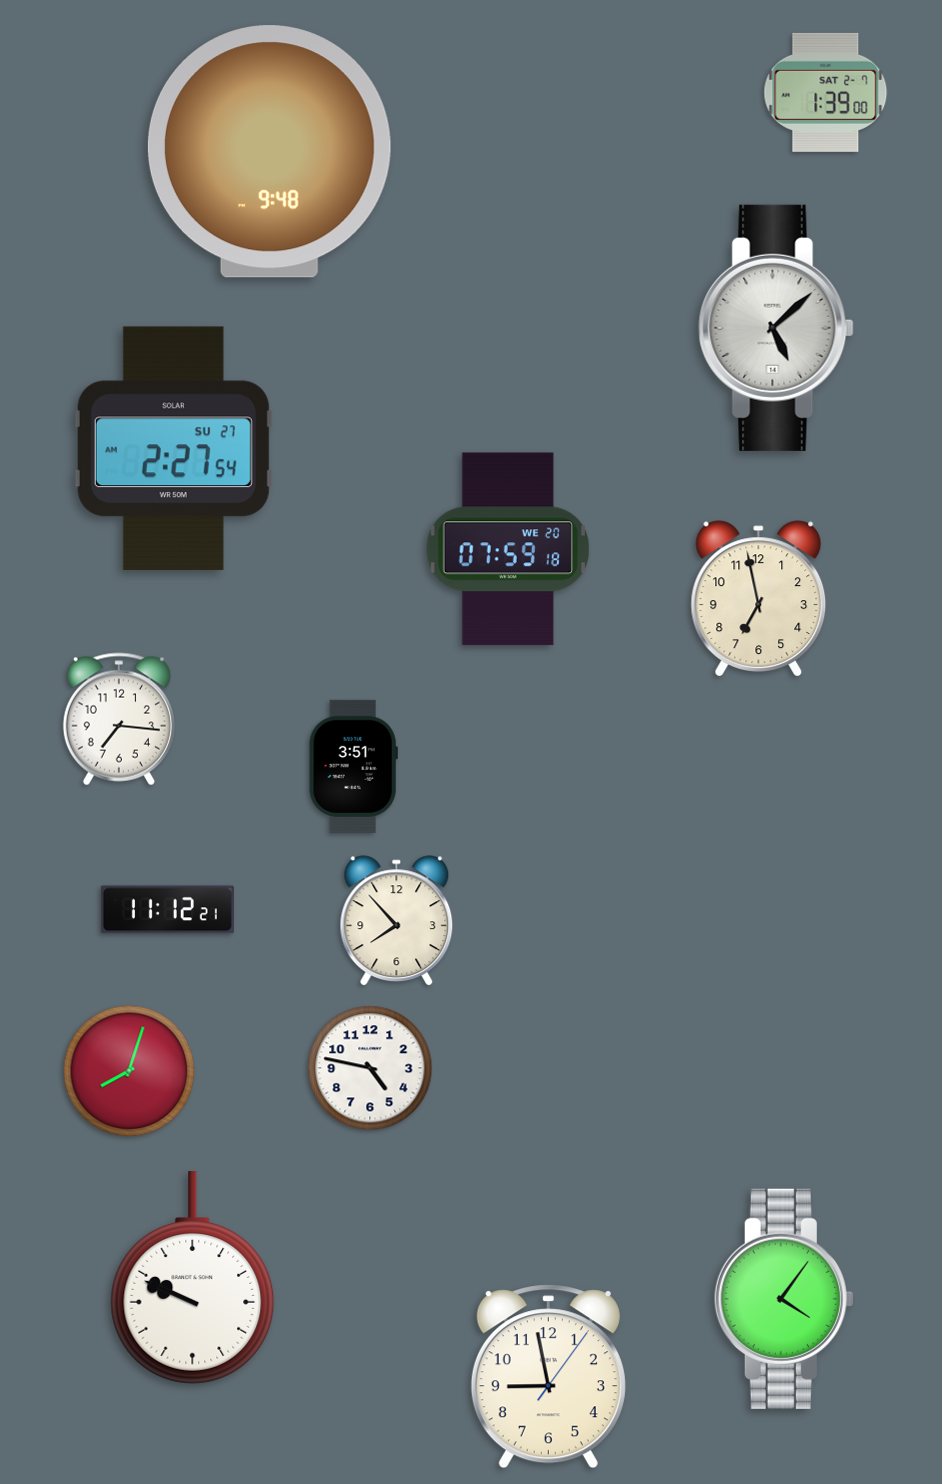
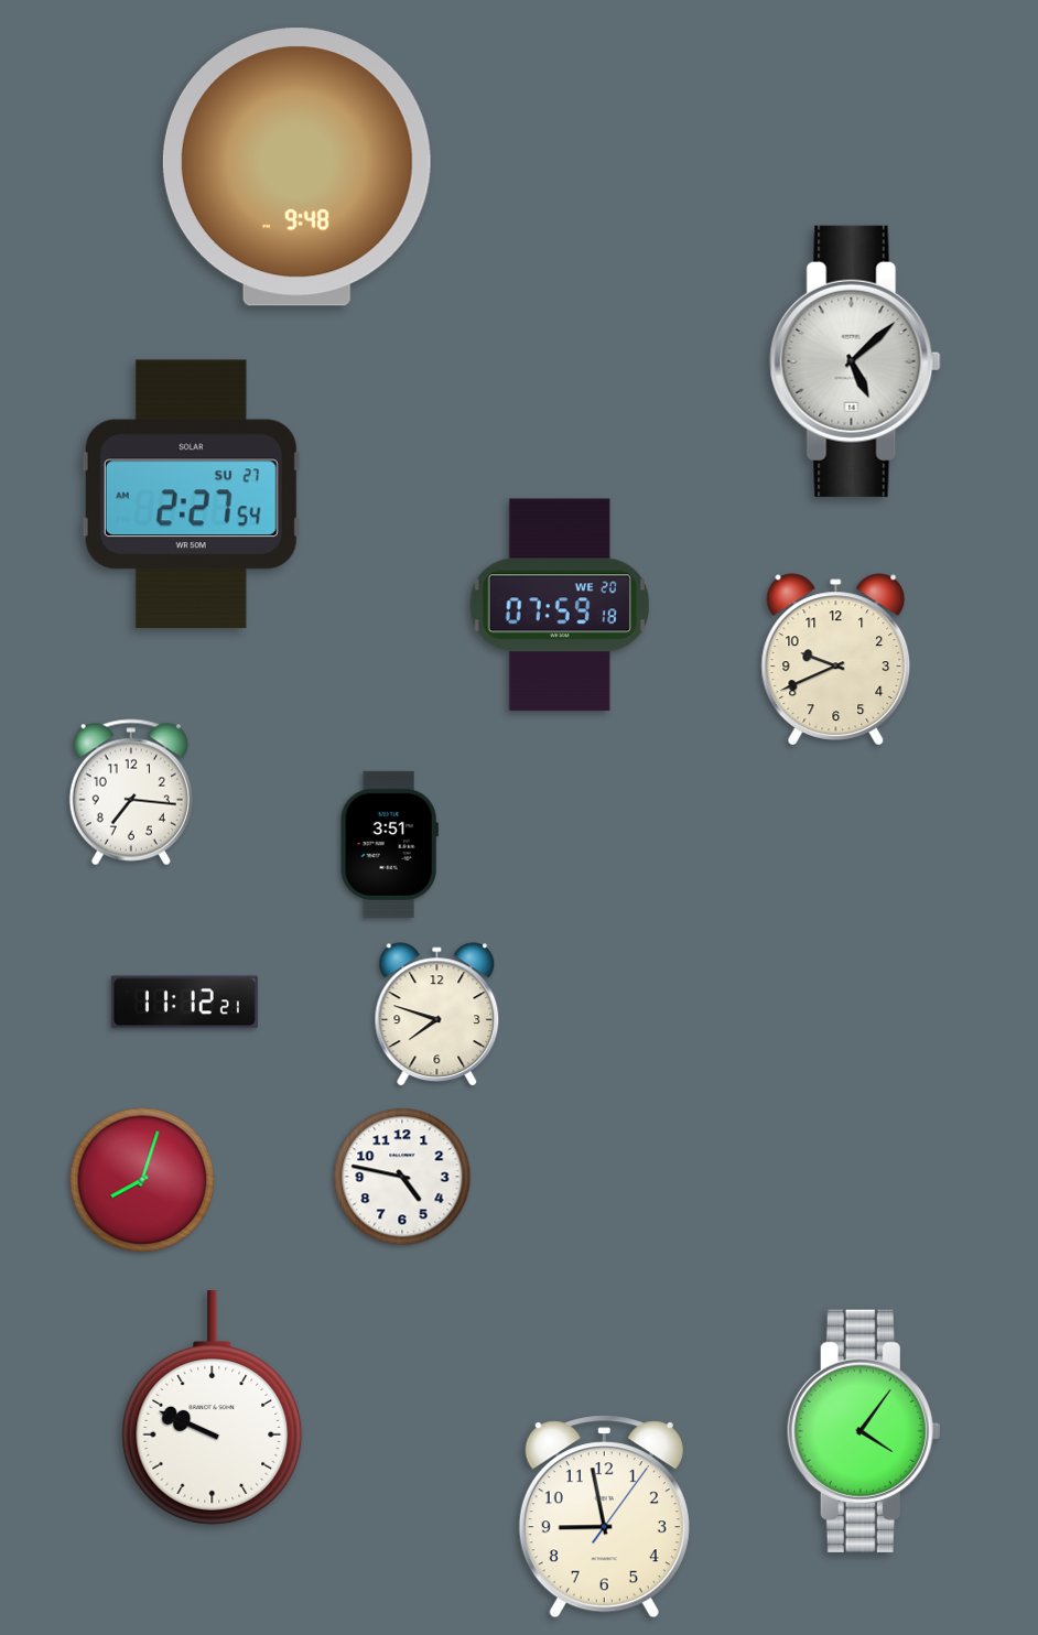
clock at (826, 92): 1:39 -> none
clock at (759, 599): 6:58 -> 9:41
clock at (397, 921): 7:53 -> 7:48
clock at (370, 1068) position: (370, 1068) -> (402, 1177)
